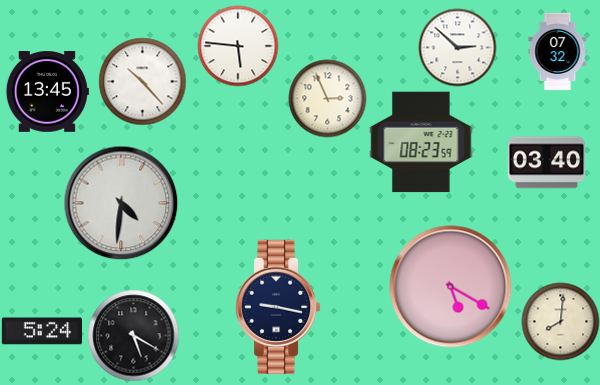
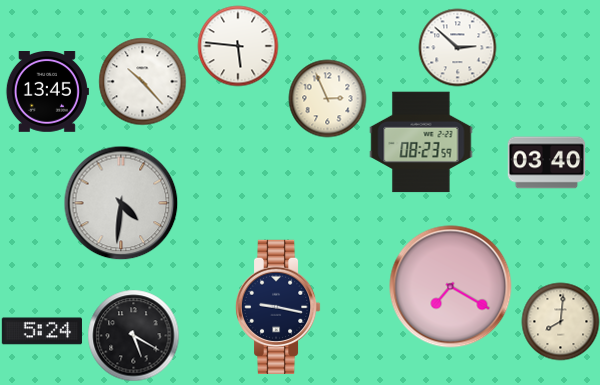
clock at (558, 51): 07:32 -> none
clock at (451, 287): 5:20 -> 7:20
